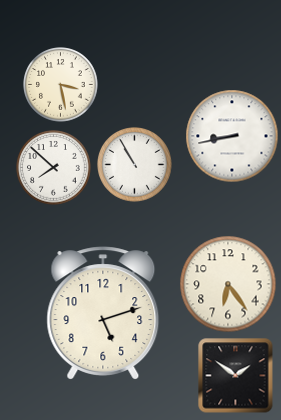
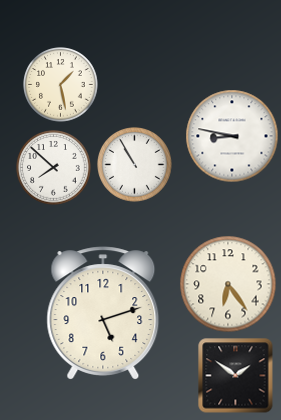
clock at (61, 85): 3:28 -> 1:28
clock at (232, 136): 8:43 -> 8:47
